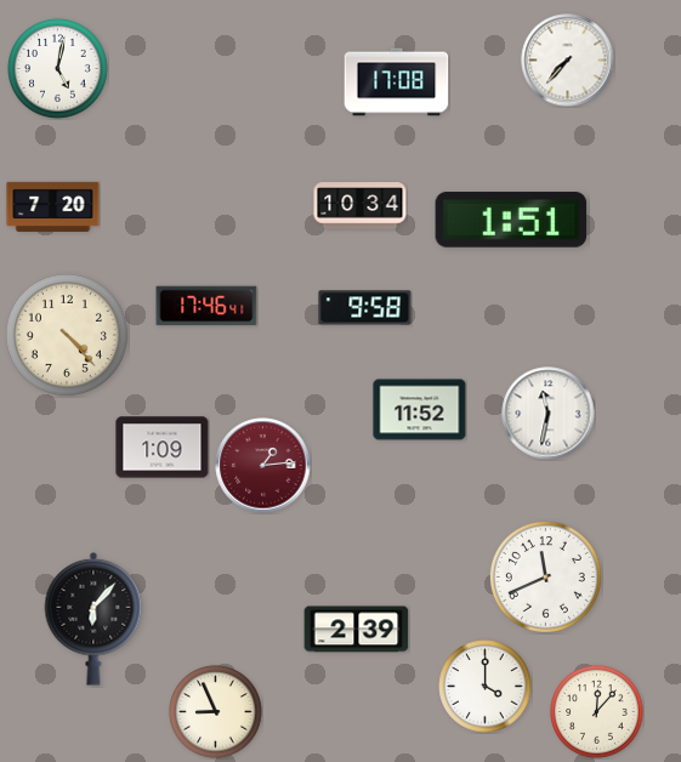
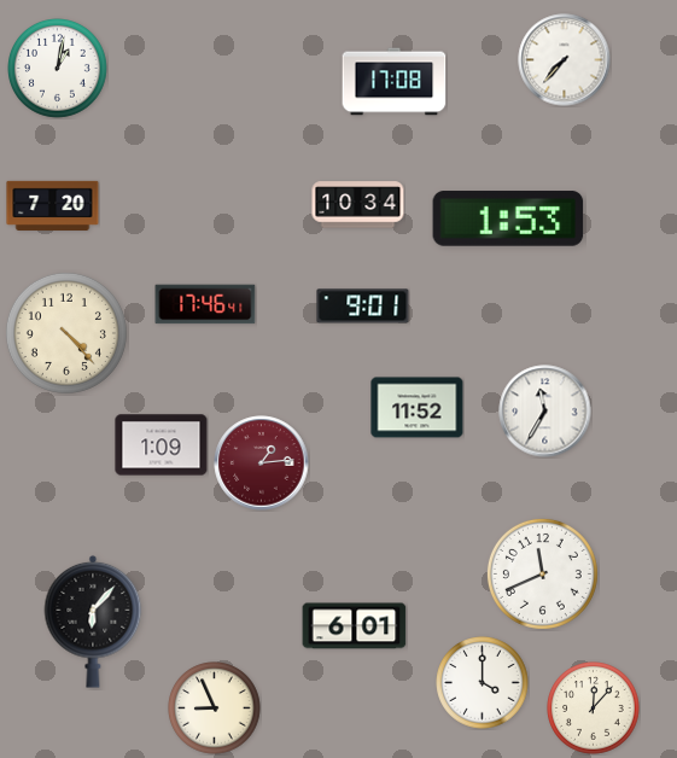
clock at (58, 69): 5:02 -> 1:02
clock at (511, 220): 1:51 -> 1:53
clock at (365, 308): 9:58 -> 9:01
clock at (549, 414): 11:32 -> 11:35
clock at (93, 619) position: (93, 619) -> (93, 622)
clock at (357, 630): 2:39 -> 6:01
